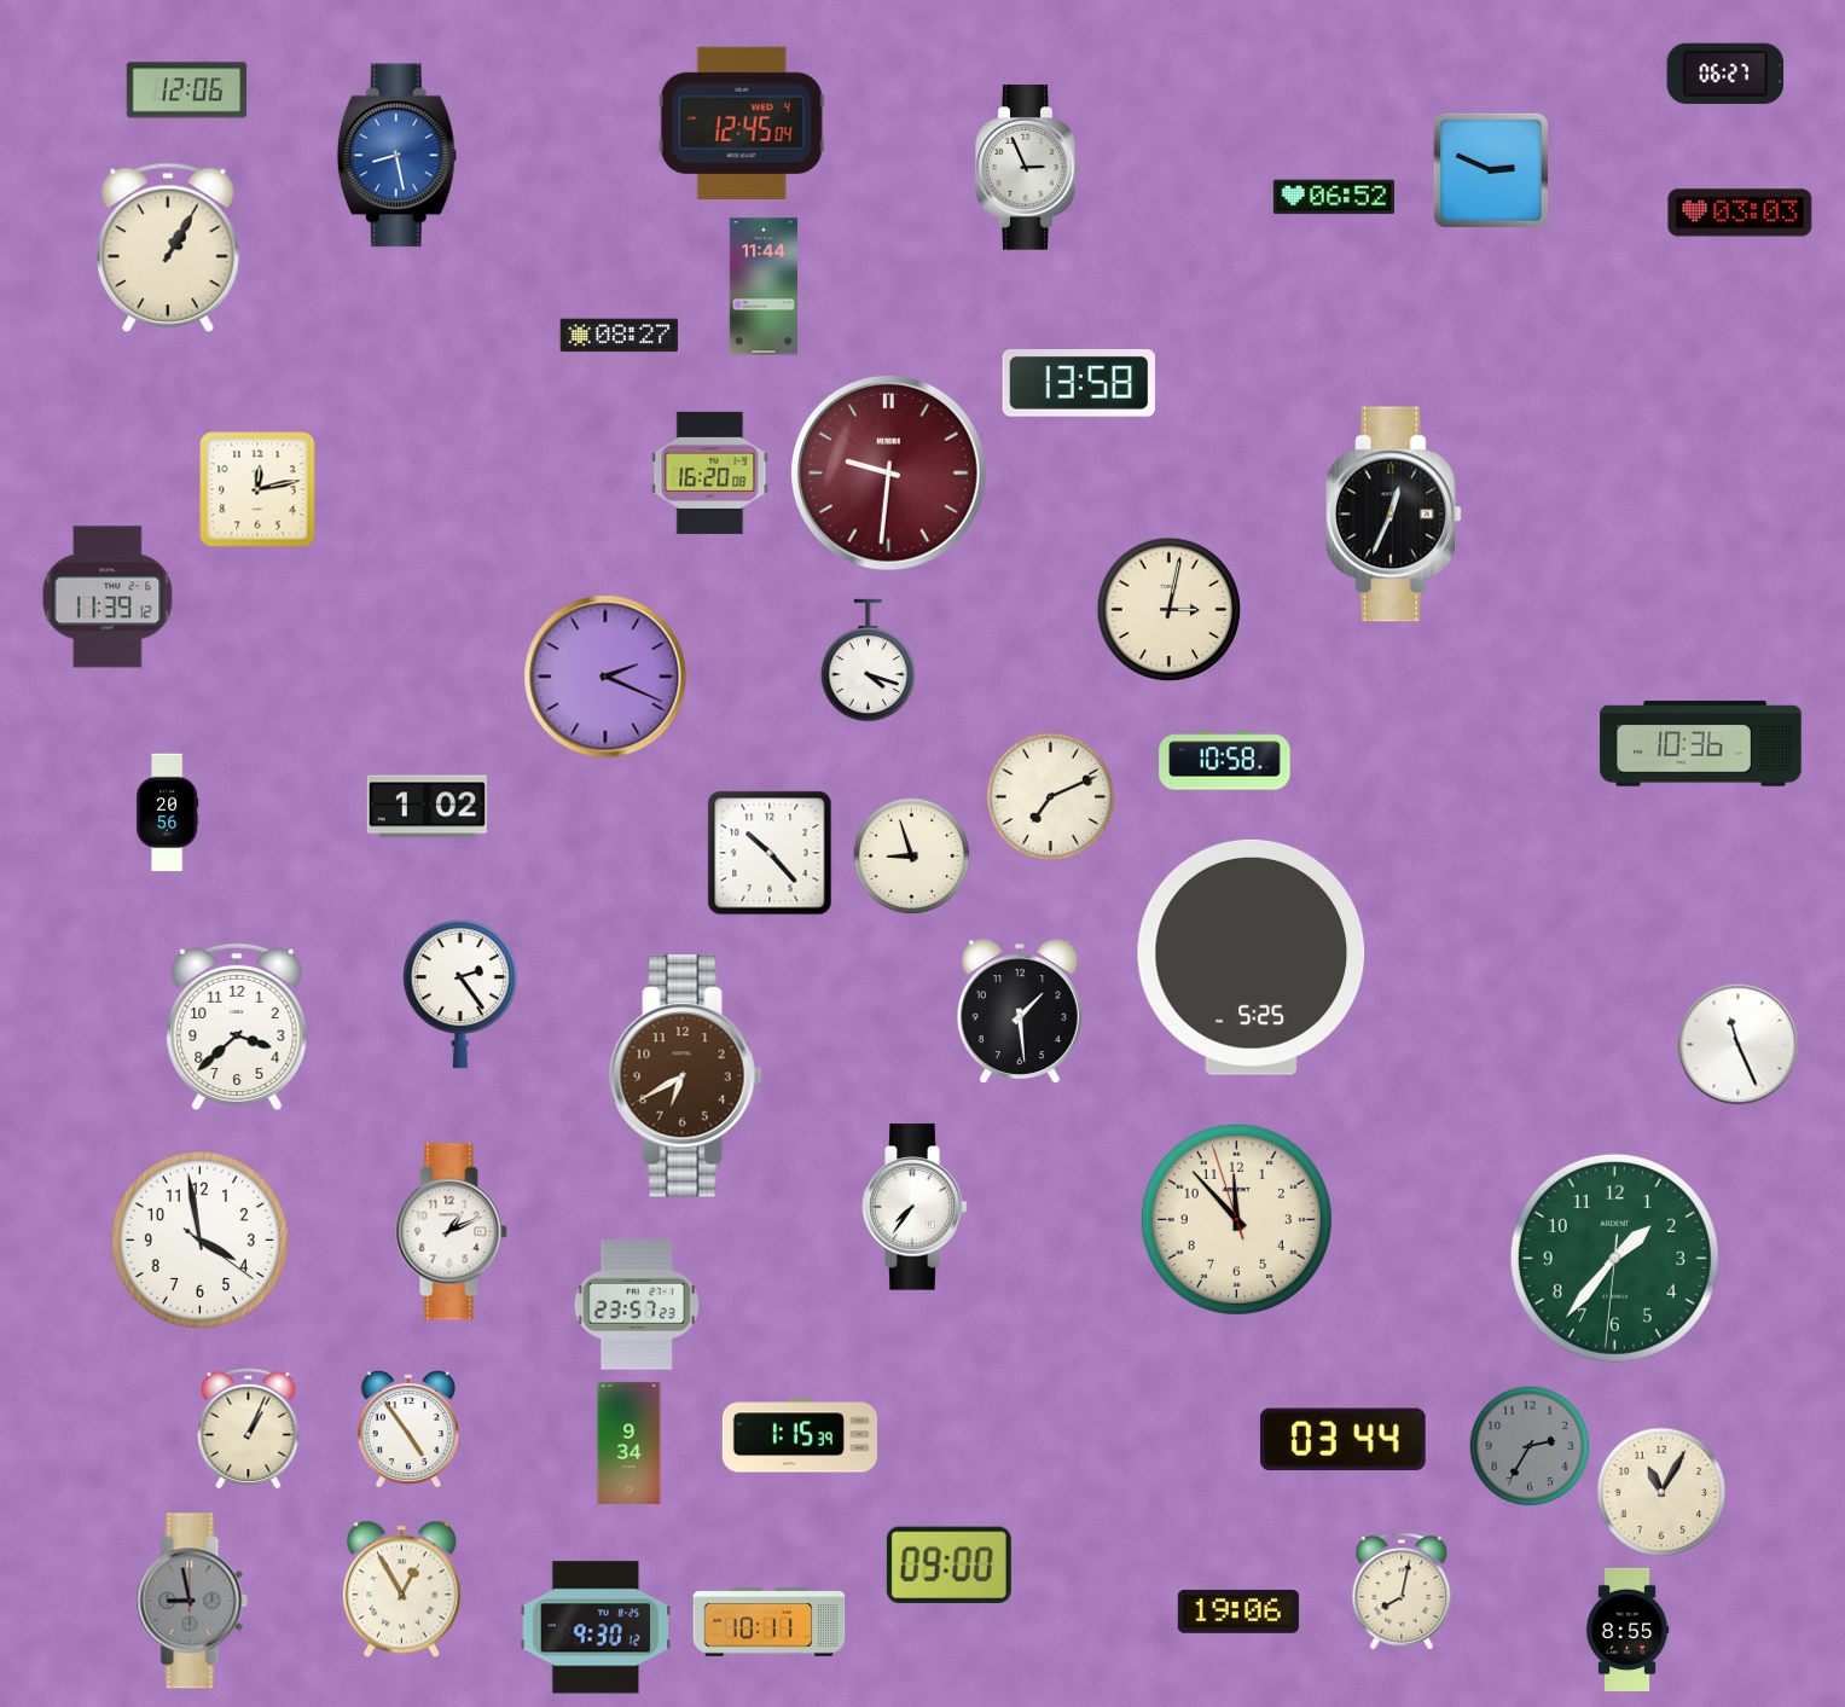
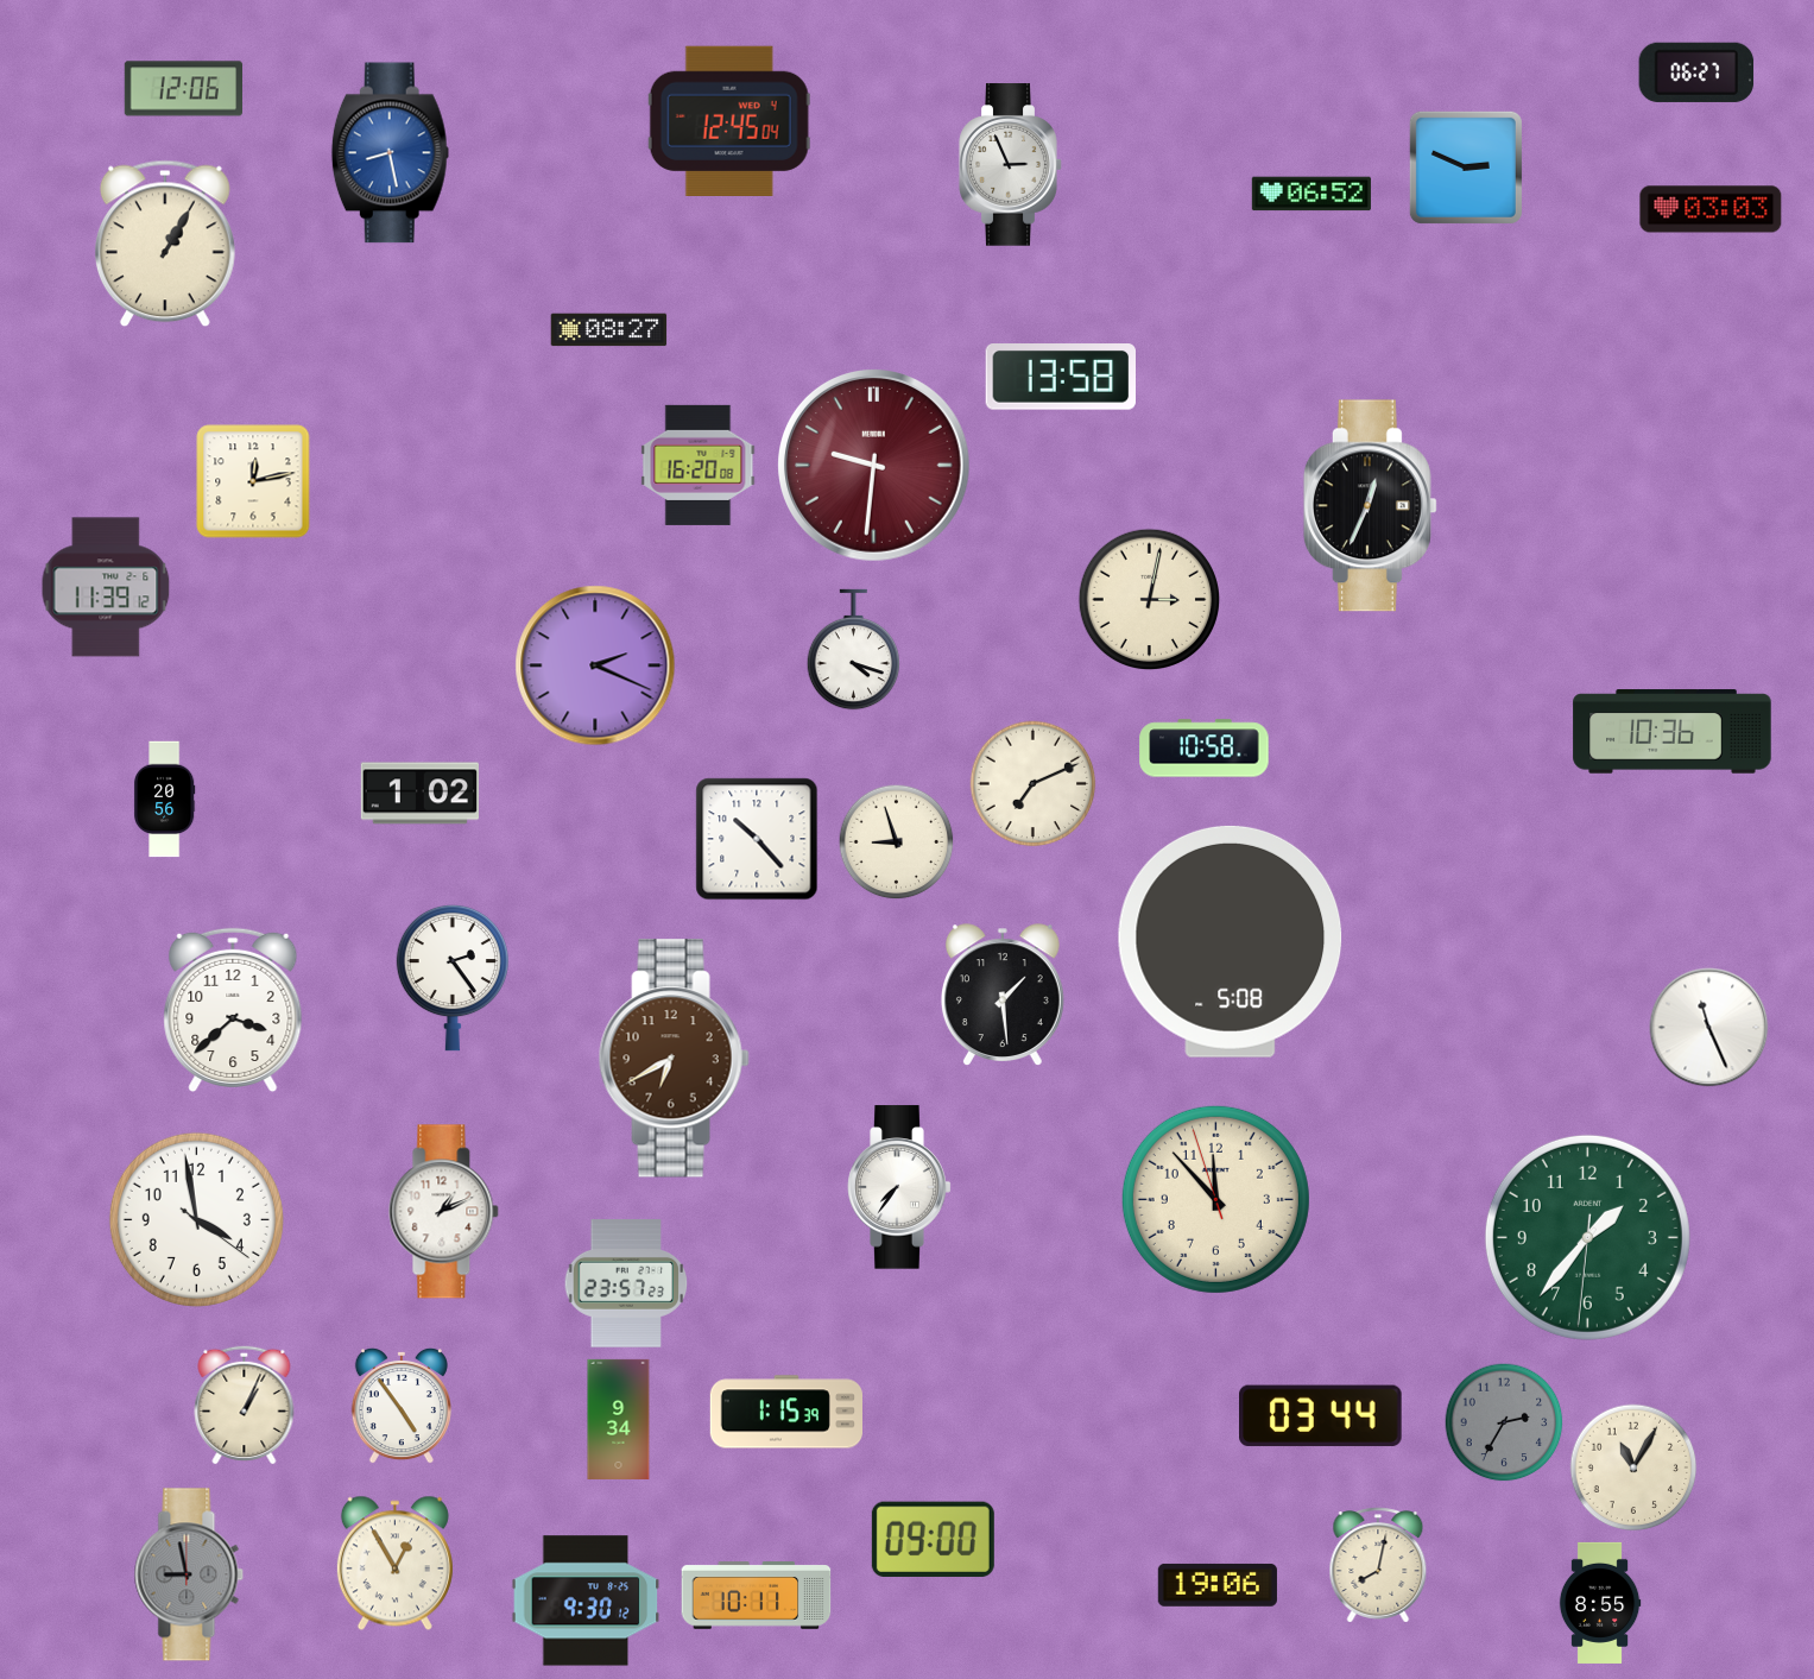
clock at (762, 286): 11:44 -> none
clock at (1252, 957): 5:25 -> 5:08
